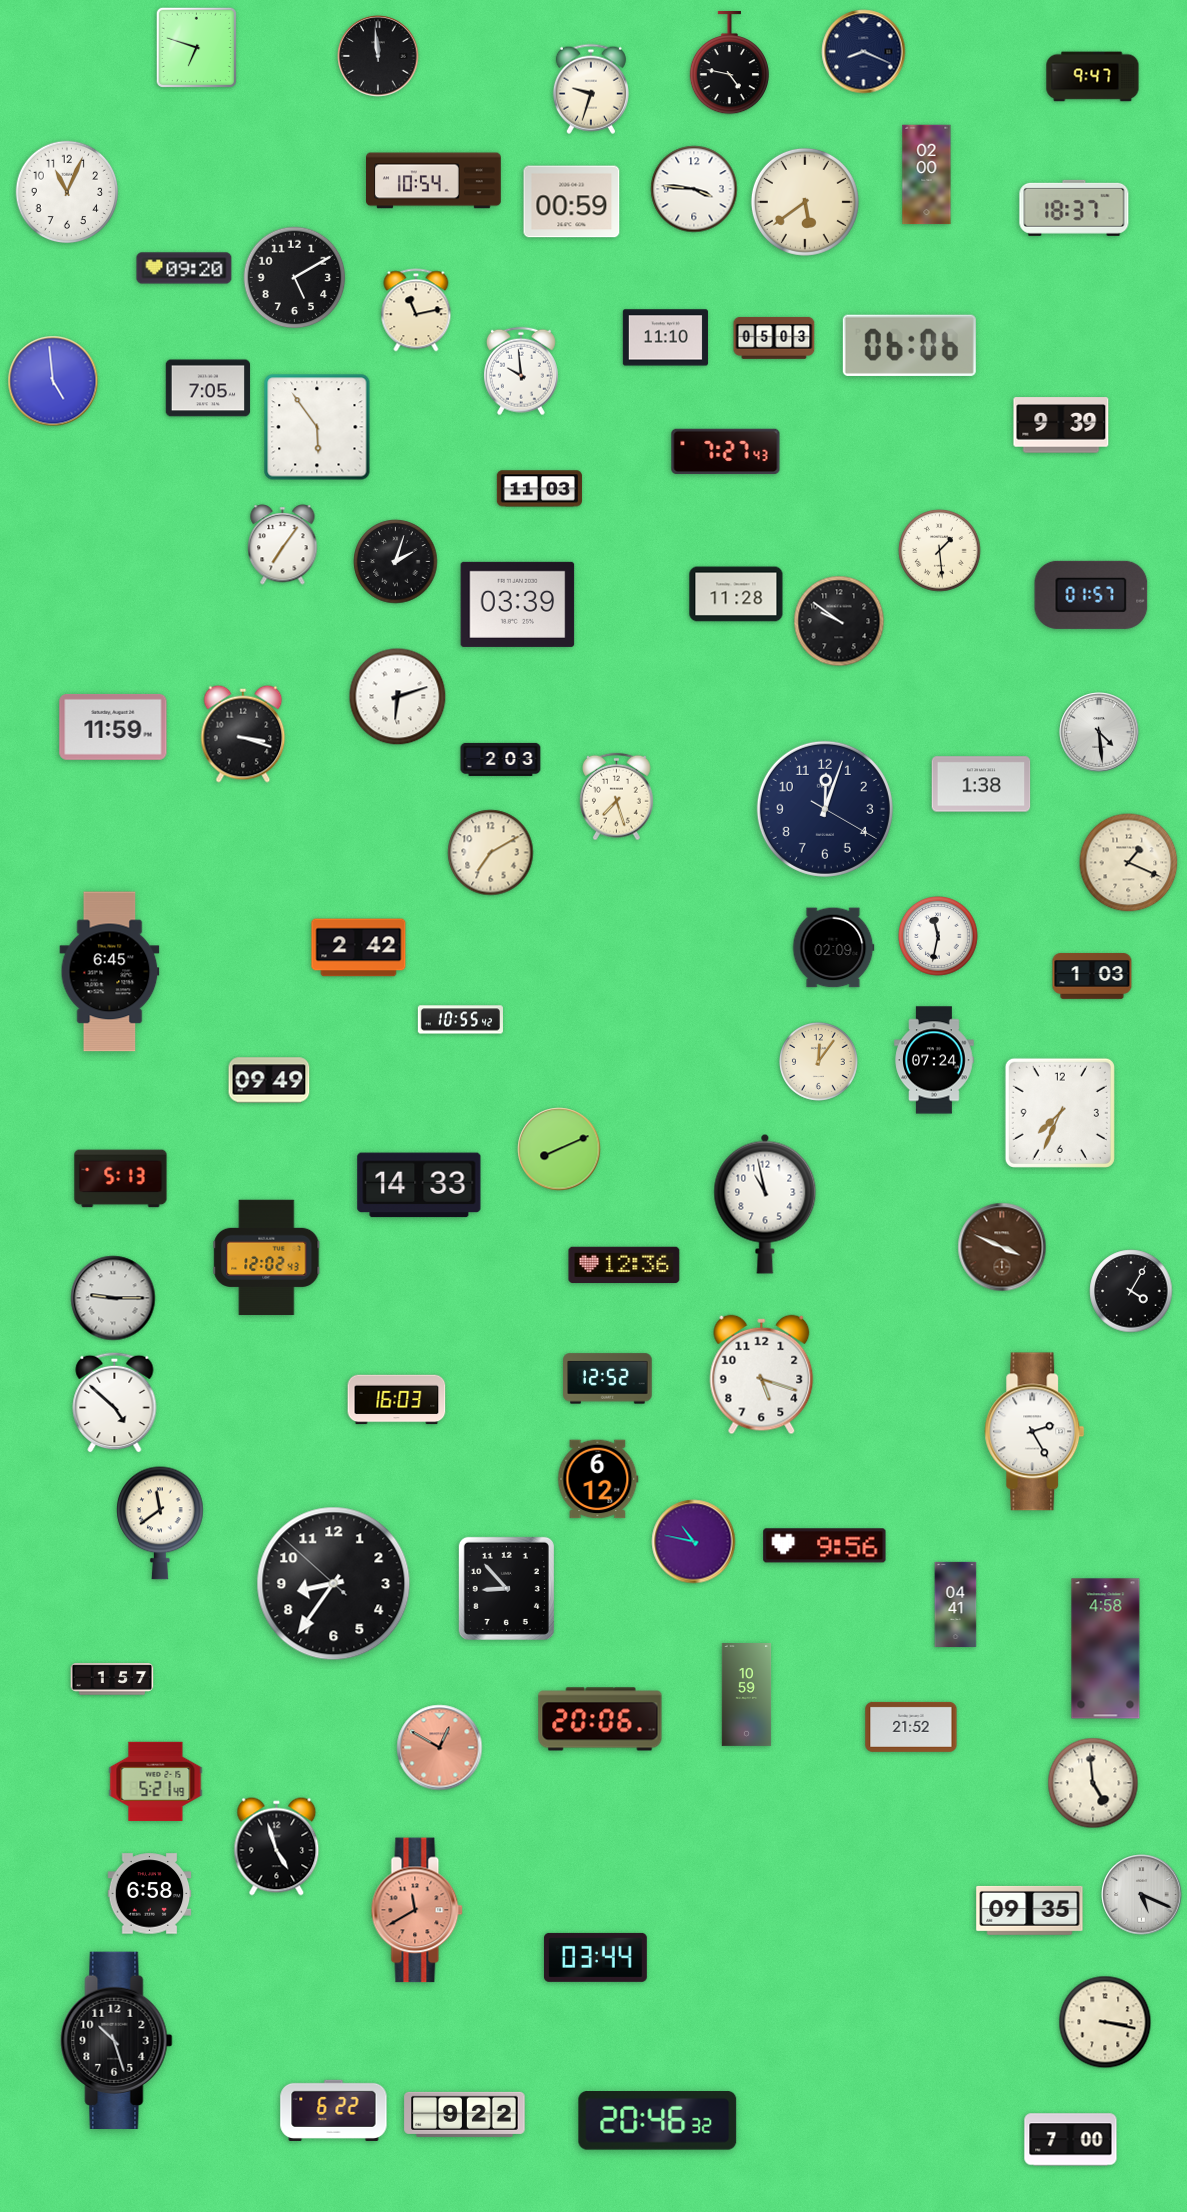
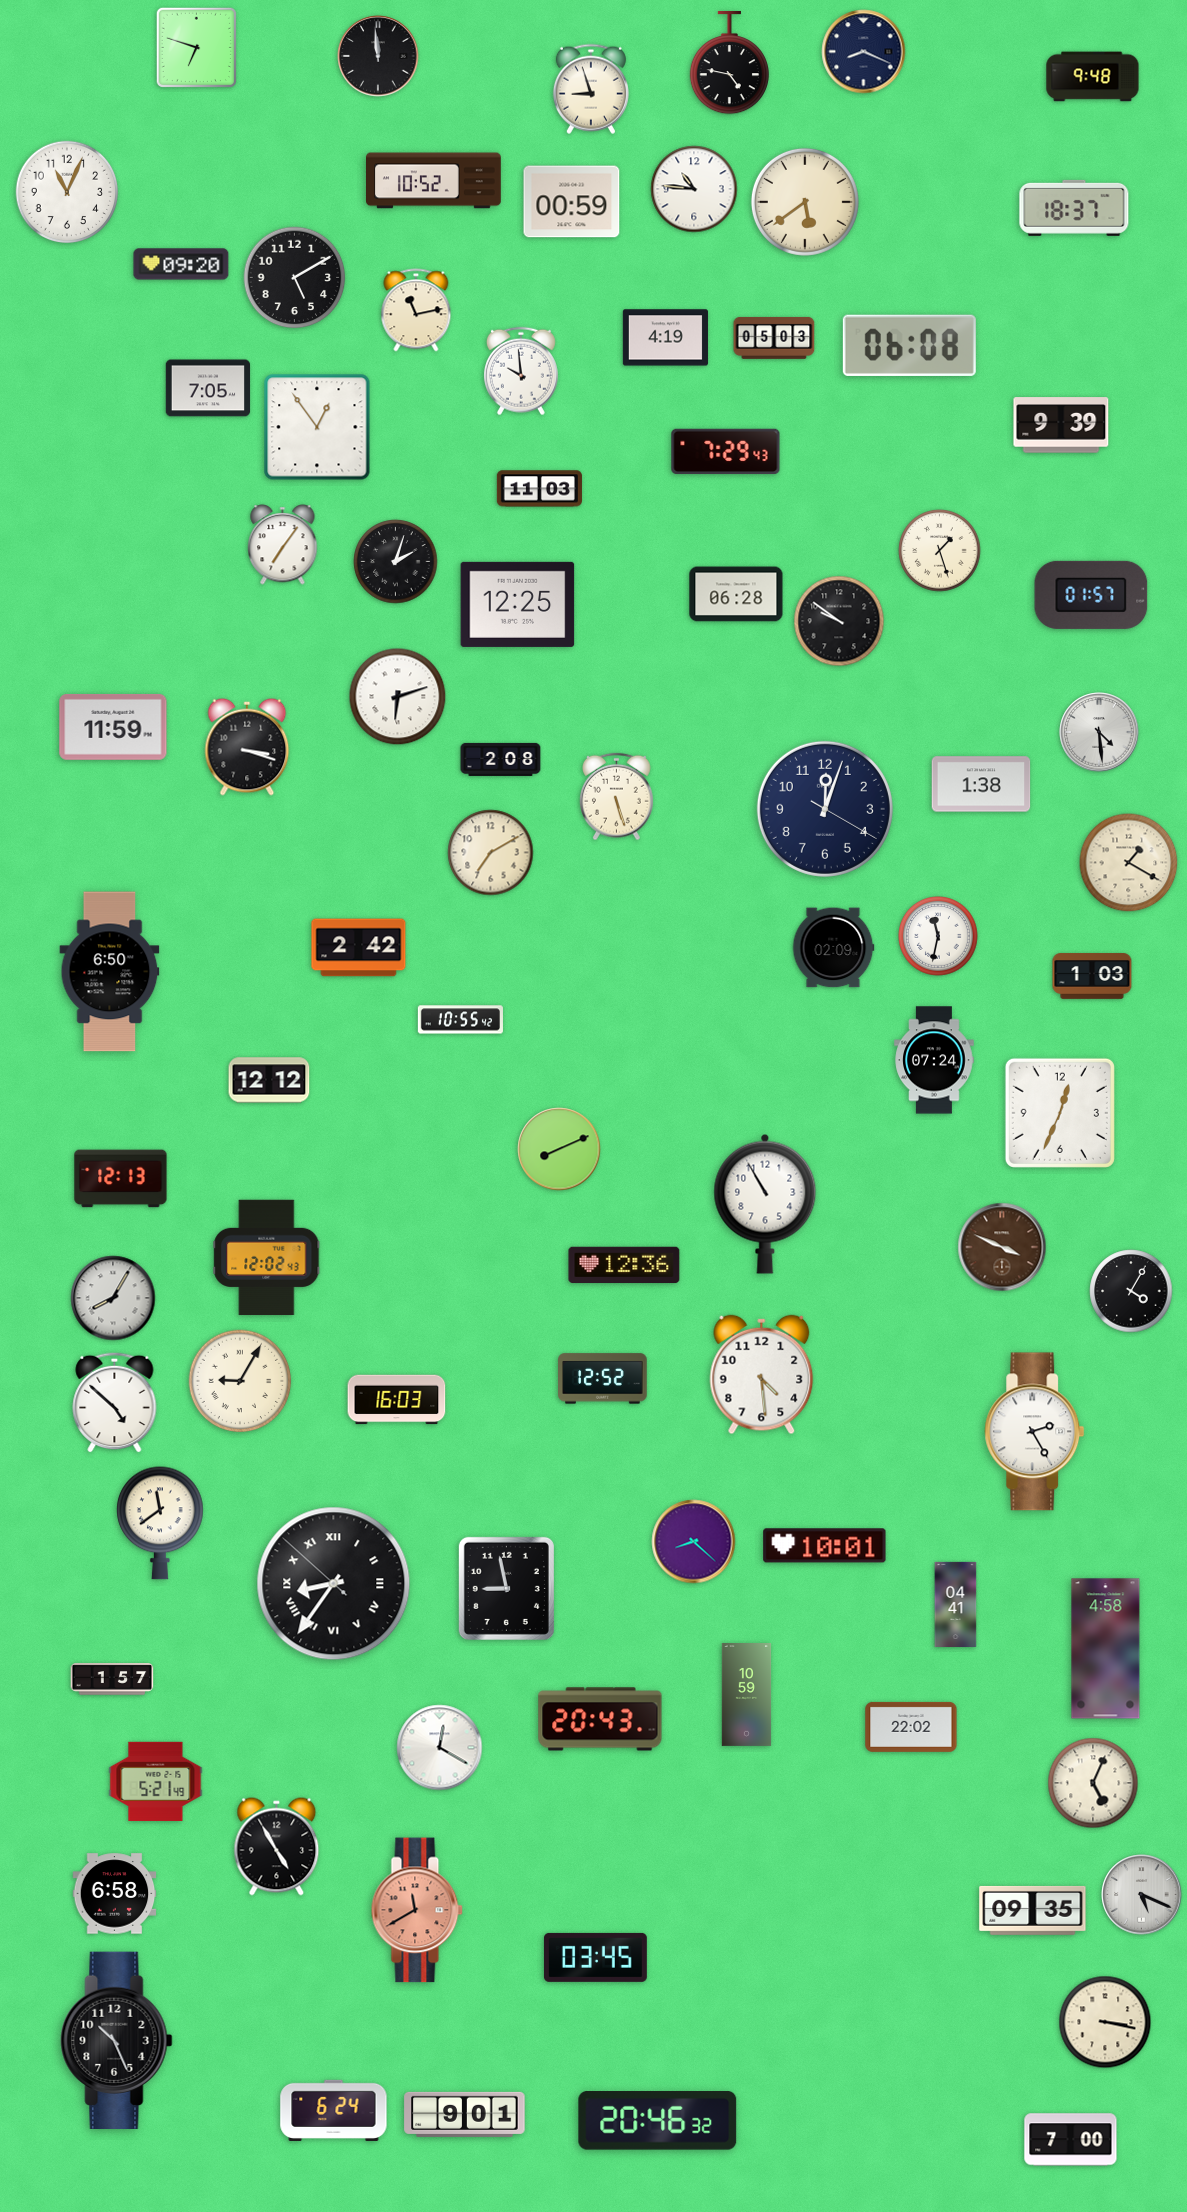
clock at (1093, 77): 9:47 -> 9:48
clock at (591, 89): 9:33 -> 8:57
clock at (927, 175): 02:00 -> none
clock at (434, 181): 10:54 -> 10:52
clock at (694, 189): 3:46 -> 10:46
clock at (184, 268) position: (184, 268) -> (181, 264)
clock at (665, 338): 11:10 -> 4:19
clock at (909, 345): 06:06 -> 06:08
clock at (53, 381): 4:59 -> none
clock at (317, 427): 5:54 -> 12:54
clock at (726, 452): 7:27 -> 7:29
clock at (940, 551): 1:29 -> 1:27
clock at (736, 594): 11:28 -> 06:28
clock at (518, 604): 03:39 -> 12:25
clock at (243, 734) position: (243, 734) -> (247, 747)
clock at (501, 759): 2:03 -> 2:08
clock at (617, 797): 7:27 -> 5:27
clock at (1129, 863): 1:19 -> 1:20
clock at (110, 972): 6:45 -> 6:50
clock at (818, 1061): 12:06 -> none
clock at (269, 1080): 09:49 -> 12:12
clock at (1060, 1113): 7:34 -> 12:34
clock at (121, 1179): 5:13 -> 12:13
clock at (419, 1185): 14:33 -> none
clock at (765, 1204): 10:58 -> 10:55
clock at (113, 1298): 9:15 -> 8:05
clock at (762, 1375): 5:18 -> 4:29
clock at (608, 1379) position: (608, 1379) -> (603, 1379)
clock at (240, 1381): none -> 9:05
clock at (598, 1479): 6:12 -> none
clock at (694, 1542): 10:47 -> 8:22
clock at (825, 1546): 9:56 -> 10:01
clock at (334, 1584) numerals: Arabic -> Roman
clock at (506, 1588): 8:53 -> 8:58
clock at (600, 1719): 20:06 -> 20:43
clock at (911, 1727): 21:52 -> 22:02
clock at (440, 1748): 12:50 -> 12:20
clock at (440, 1748) dial: salmon -> white
clock at (1093, 1783): 4:59 -> 5:04
clock at (277, 1847): 4:57 -> 4:55
clock at (150, 1894) position: (150, 1894) -> (115, 1894)
clock at (1030, 1910) position: (1030, 1910) -> (1033, 1910)
clock at (595, 1957): 03:44 -> 03:45
clock at (117, 2040): 10:27 -> 10:26
clock at (334, 2110): 6:22 -> 6:24
clock at (465, 2114): 9:22 -> 9:01
